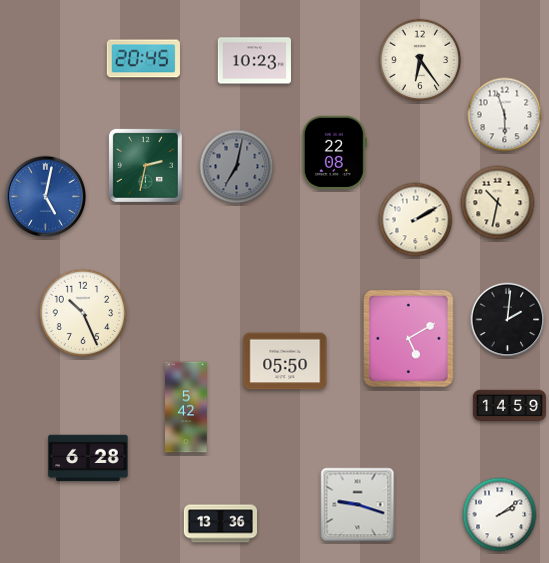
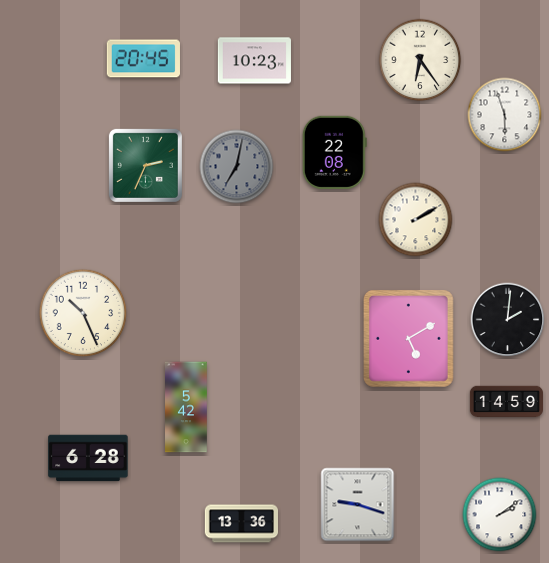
clock at (145, 165): 2:32 -> 2:34
clock at (46, 197): 5:02 -> none
clock at (498, 203): 10:32 -> none
clock at (285, 361): 05:50 -> none
clock at (509, 406) position: (509, 406) -> (506, 402)
clock at (220, 524) position: (220, 524) -> (241, 524)
